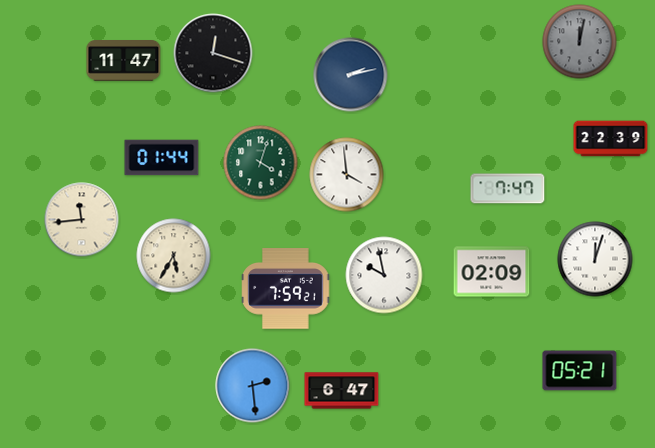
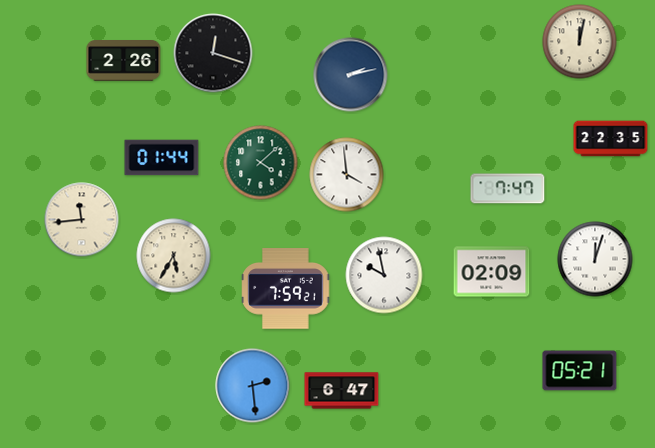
clock at (580, 42) dial: grey -> cream
clock at (124, 61): 11:47 -> 2:26
clock at (611, 139): 22:39 -> 22:35
clock at (261, 163): 4:03 -> 4:08
